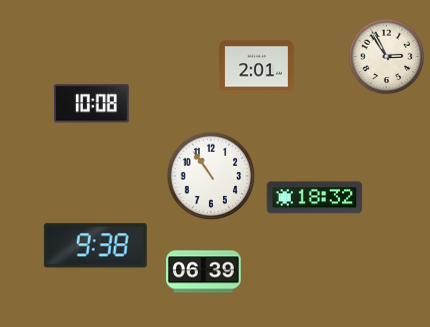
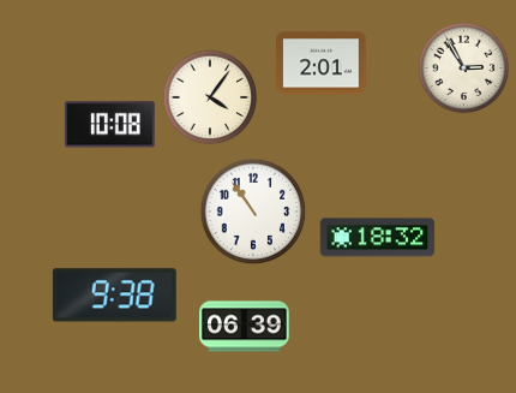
clock at (257, 67) position: (257, 67) -> (322, 64)
clock at (210, 97): none -> 4:06
